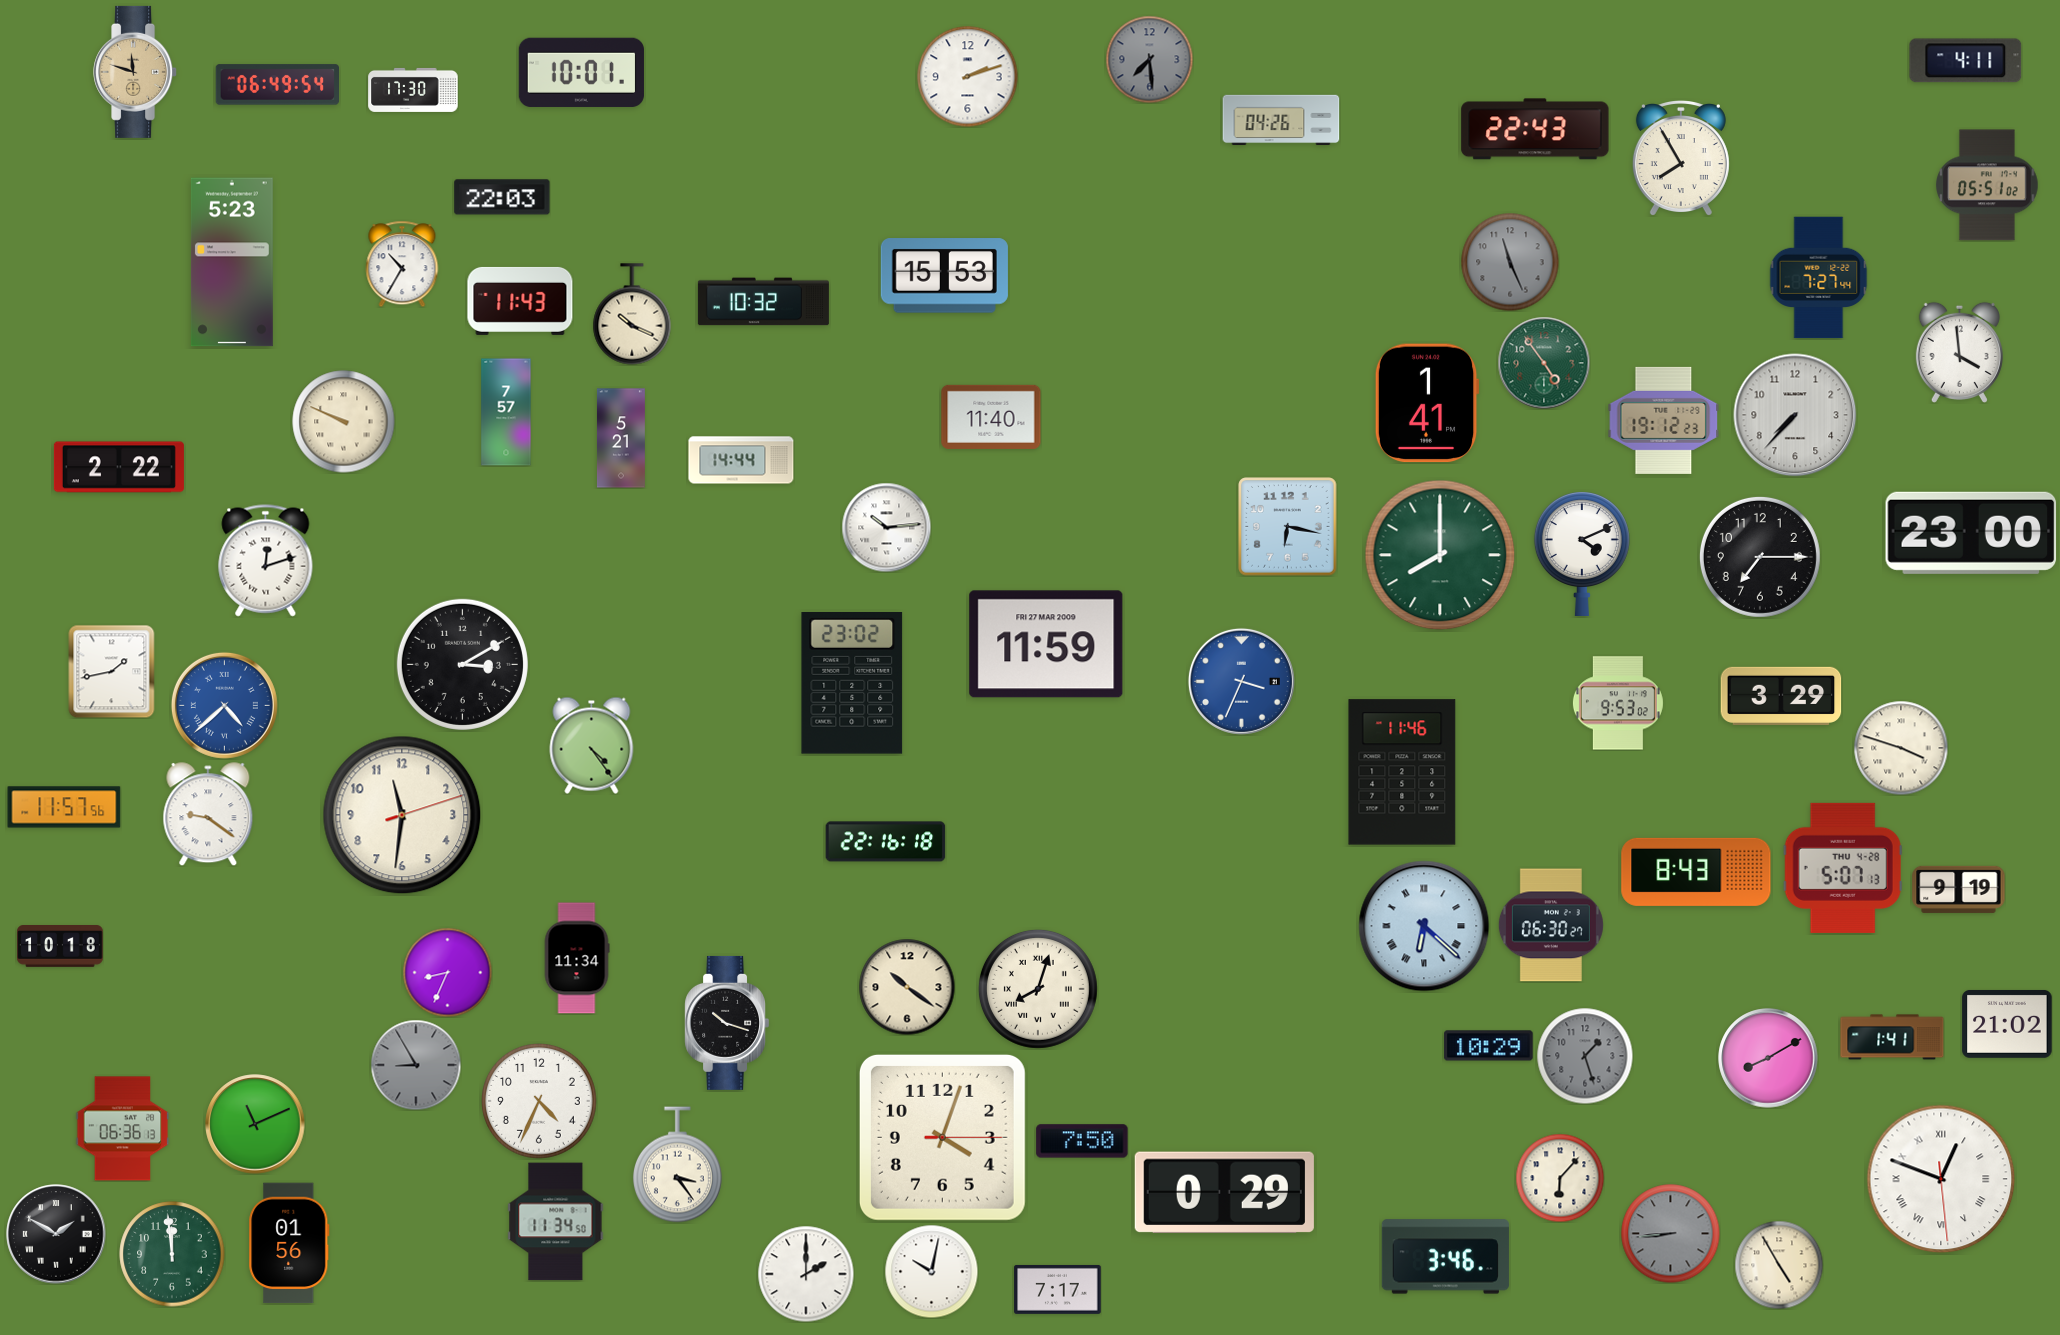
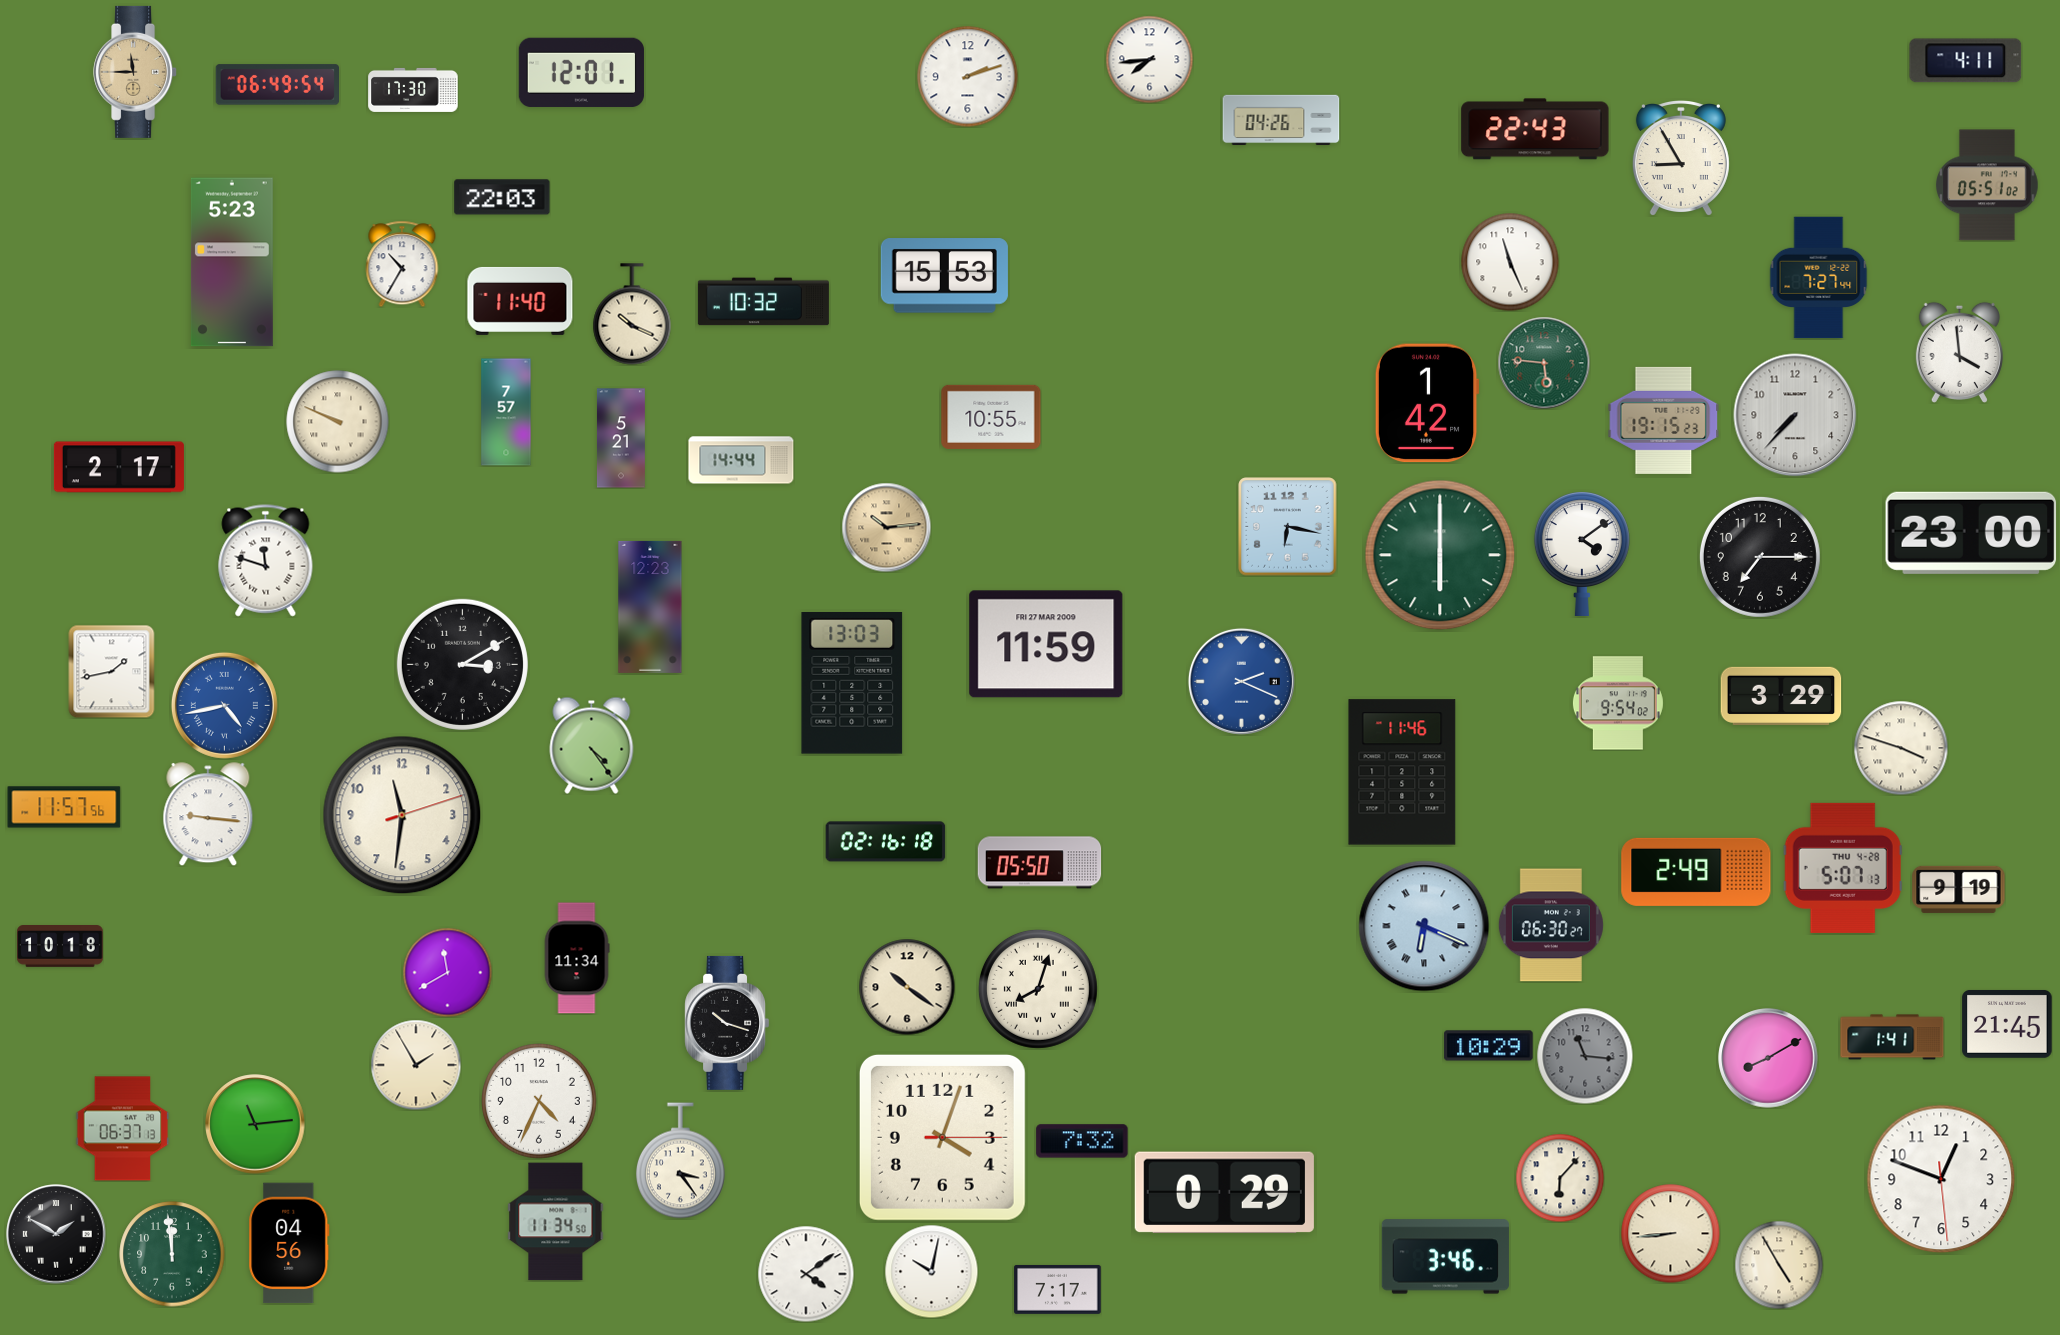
clock at (1149, 59): 7:29 -> 7:44
clock at (1149, 59) dial: grey -> white
clock at (136, 72): 11:48 -> 11:45
clock at (581, 72): 10:01 -> 12:01
clock at (1681, 158): 7:55 -> 8:55
clock at (1510, 262) dial: grey -> white
clock at (520, 301): 11:43 -> 11:40
clock at (1544, 363): 4:54 -> 5:46
clock at (1427, 403): 1:41 -> 1:42
clock at (991, 417): 11:40 -> 10:55
clock at (1664, 420): 19:12 -> 19:15
clock at (344, 422) position: (344, 422) -> (338, 422)
clock at (119, 467): 2:22 -> 2:17
clock at (886, 527) dial: white -> champagne
clock at (1582, 554): 4:11 -> 4:09
clock at (1440, 555): 8:00 -> 6:00
clock at (266, 561): 12:12 -> 11:48
clock at (650, 607): none -> 12:23
clock at (1241, 681): 3:34 -> 2:19
clock at (852, 684): 23:02 -> 13:03
clock at (1618, 703): 9:53 -> 9:54
clock at (224, 705): 4:38 -> 4:43
clock at (208, 814): 9:21 -> 9:16
clock at (886, 842): 22:16 -> 02:16
clock at (1040, 863): none -> 05:50
clock at (1696, 872): 8:43 -> 2:49
clock at (1424, 926): 6:22 -> 6:19
clock at (447, 972): 8:34 -> 11:40
clock at (2007, 1024): 21:02 -> 21:45
clock at (1585, 1056): 1:27 -> 11:16
clock at (416, 1065): 8:55 -> 1:55
clock at (416, 1065) dial: grey -> cream
clock at (255, 1124): 11:11 -> 11:14
clock at (123, 1129): 06:36 -> 06:37
clock at (1082, 1141): 7:50 -> 7:32
clock at (677, 1165) position: (677, 1165) -> (680, 1161)
clock at (1941, 1179) numerals: Roman -> Arabic
clock at (1671, 1234) dial: grey -> cream
clock at (289, 1243): 01:56 -> 04:56
clock at (806, 1274): 2:00 -> 4:09
